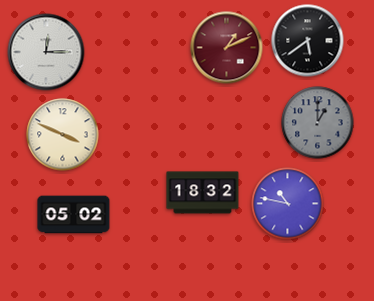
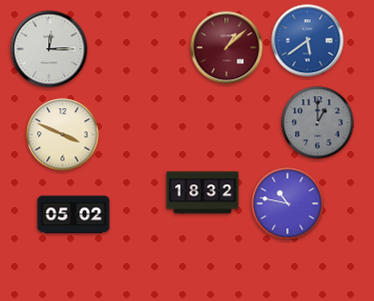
clock at (308, 41) dial: black -> blue
clock at (227, 48): 1:11 -> 1:08
clock at (46, 52) position: (46, 52) -> (49, 49)
